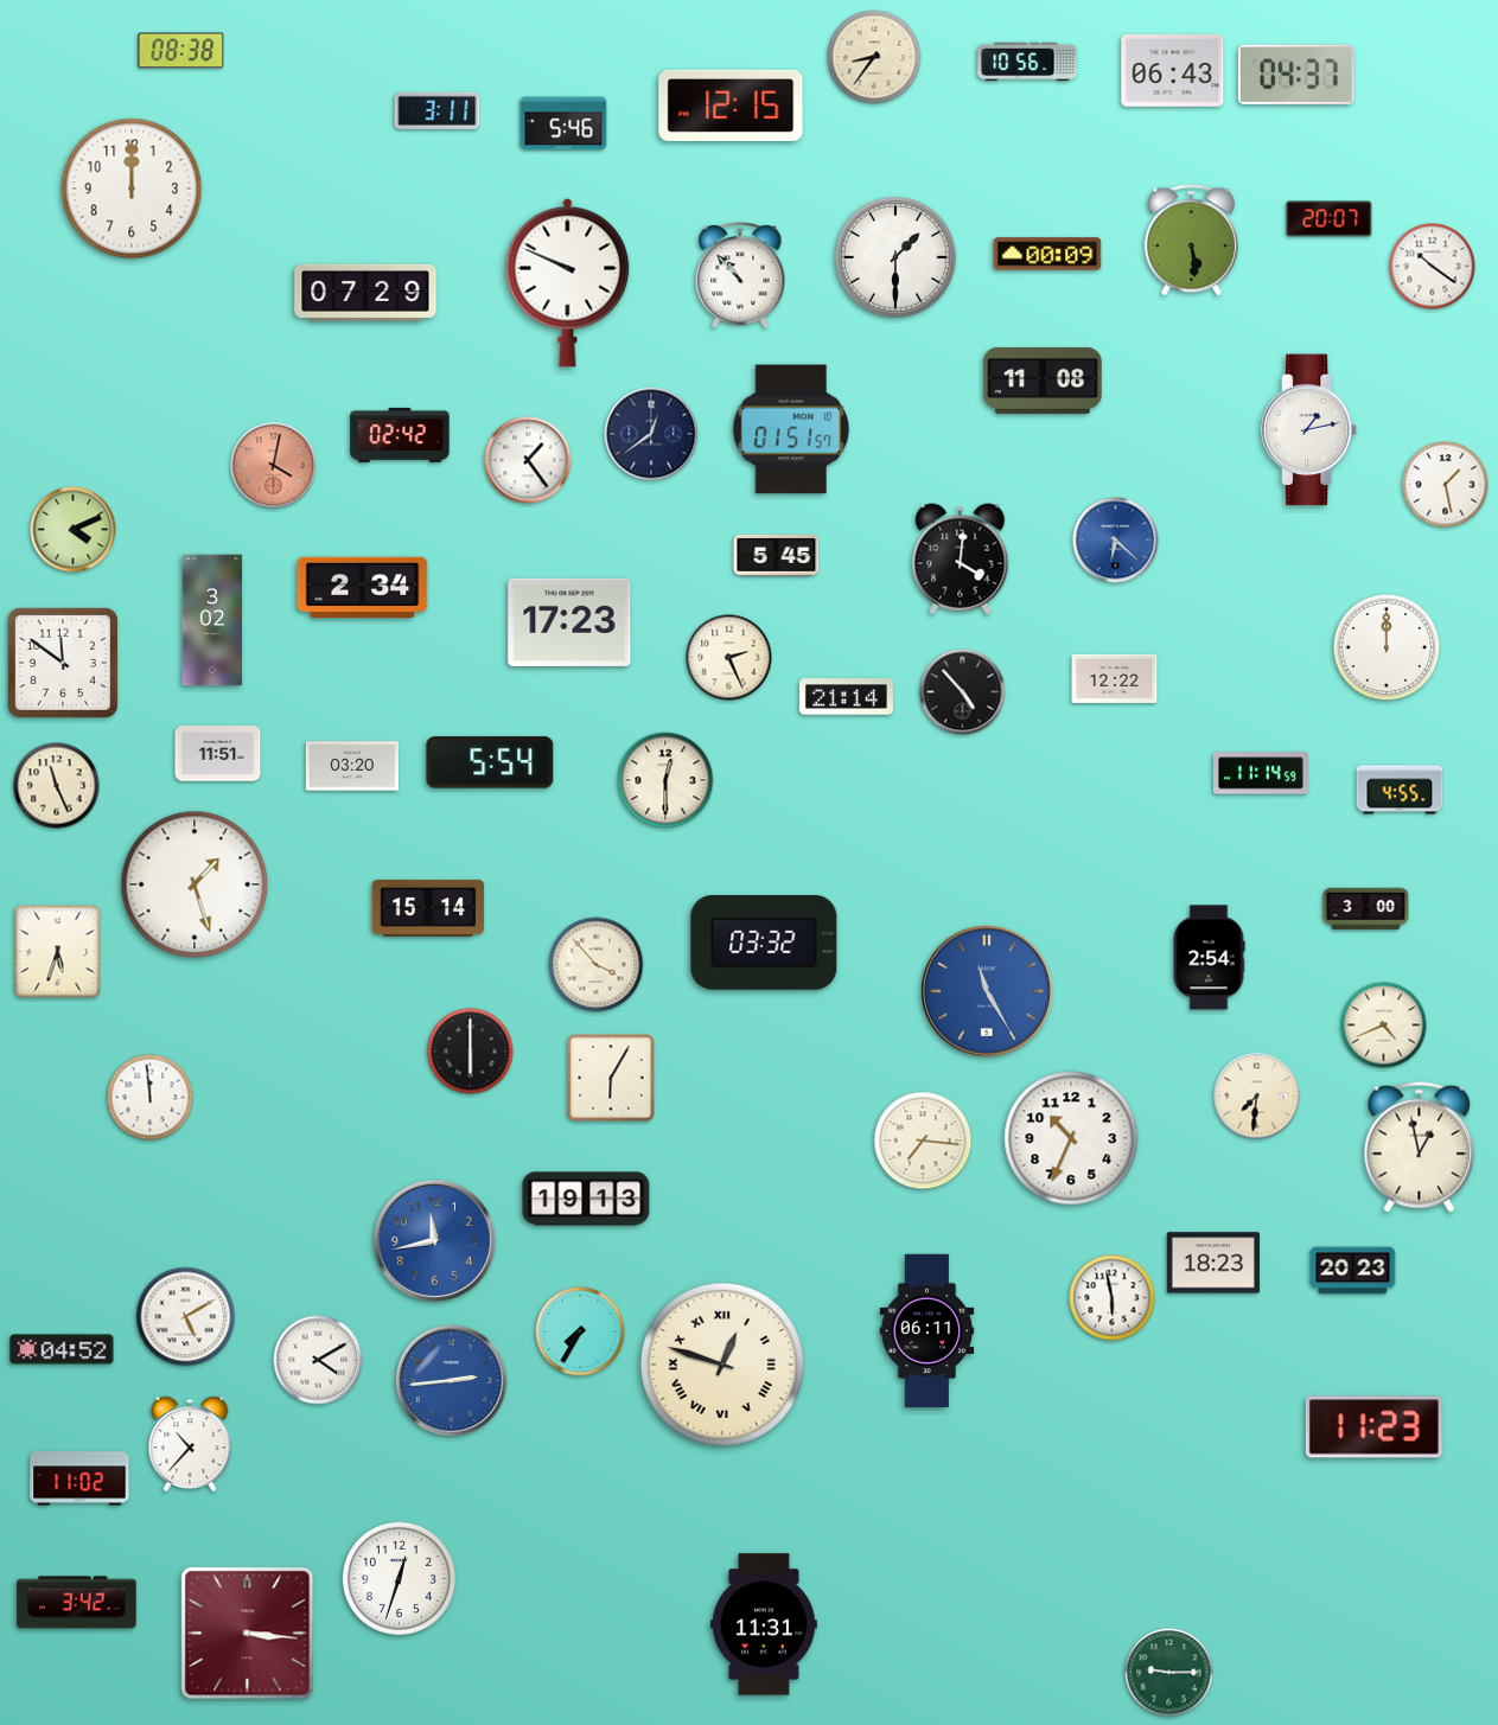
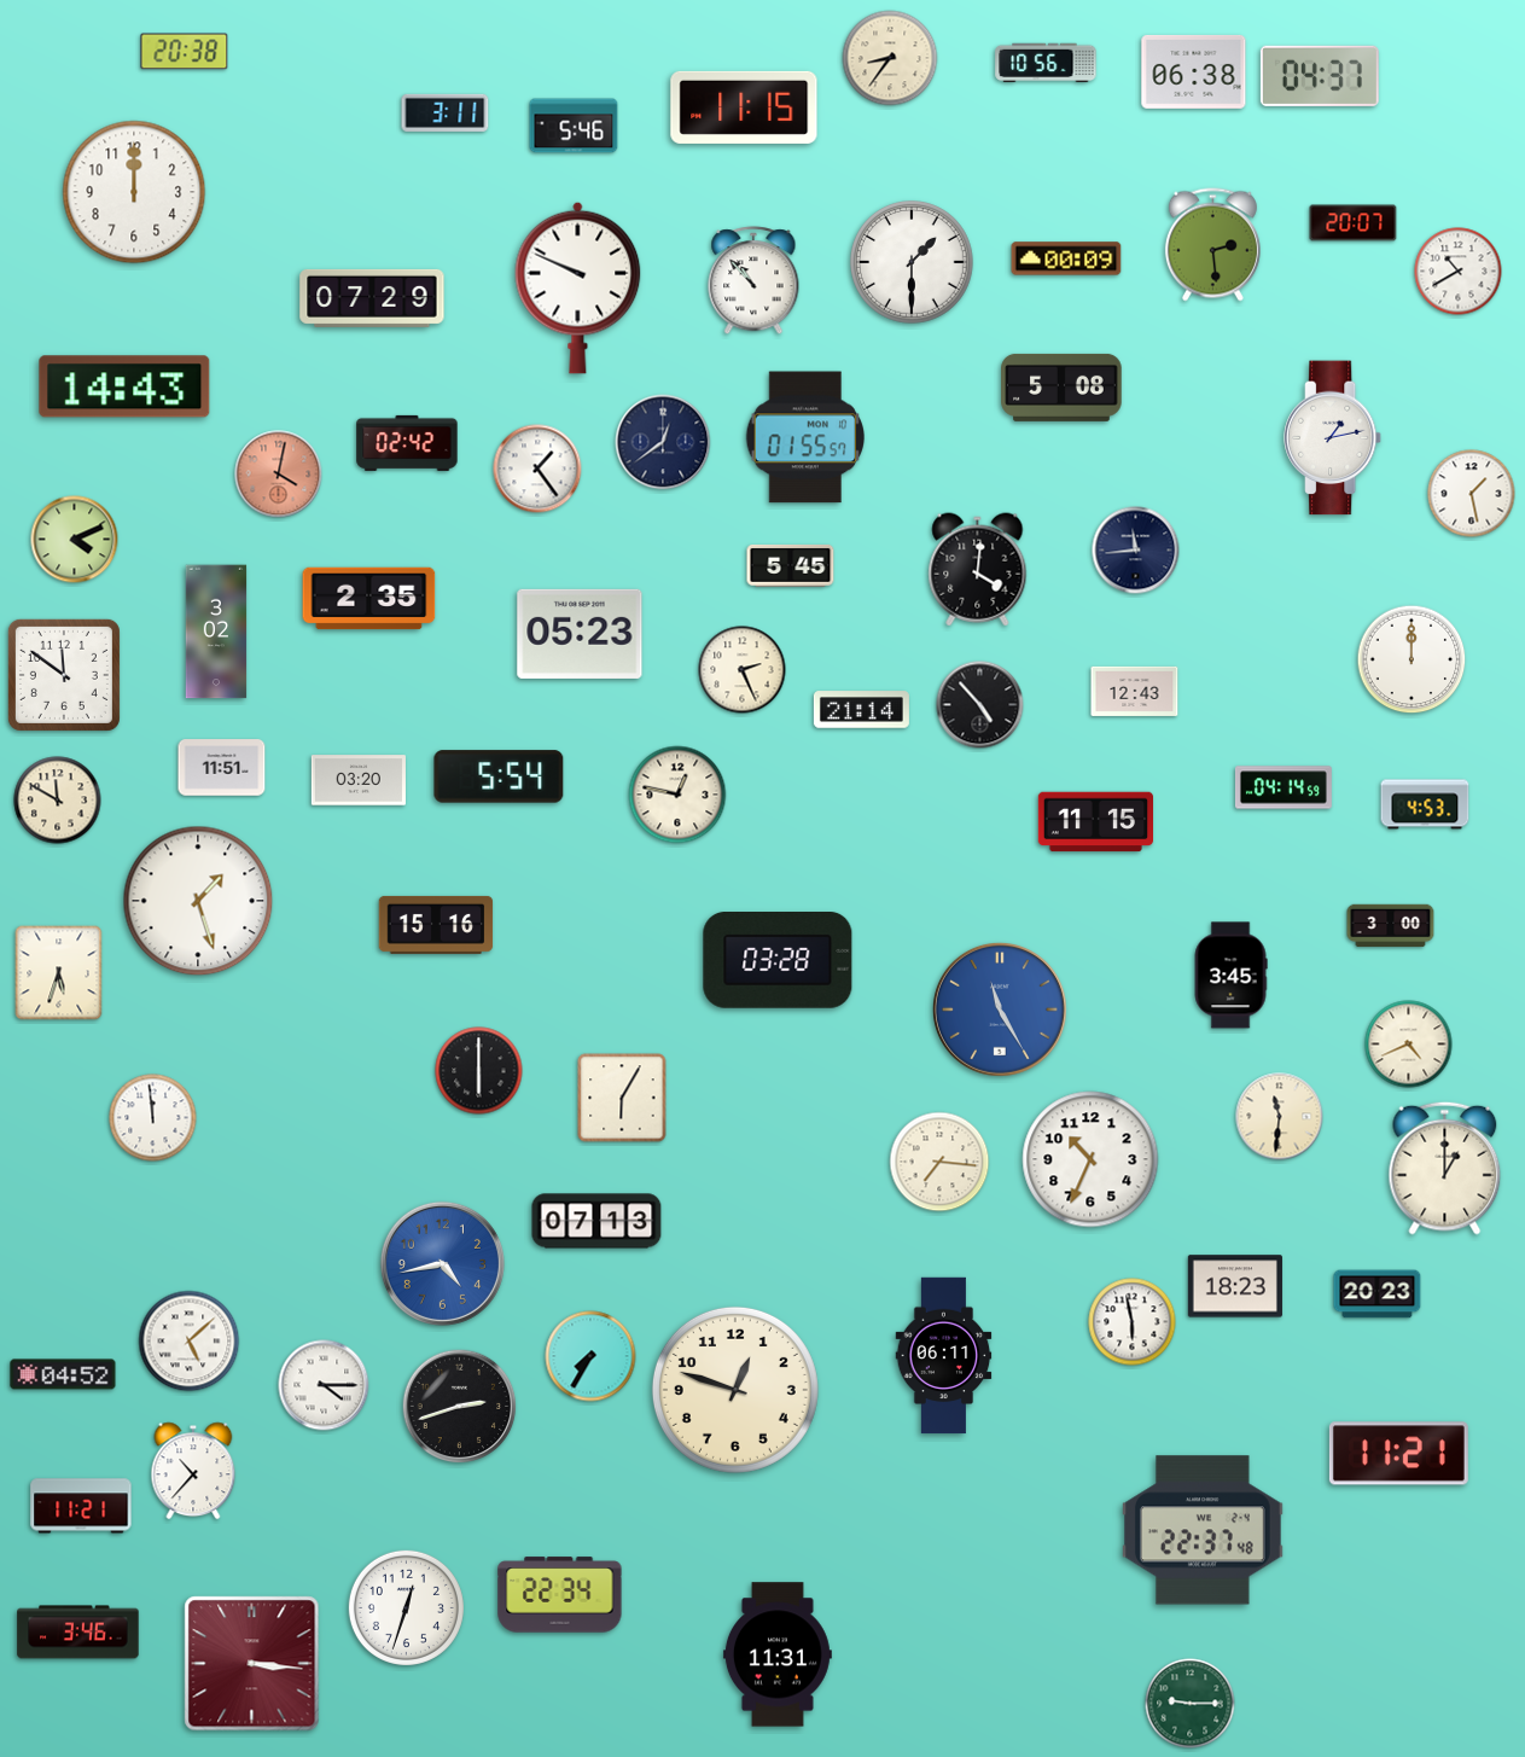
clock at (181, 51): 08:38 -> 20:38
clock at (1173, 70): 06:43 -> 06:38
clock at (731, 106): 12:15 -> 11:15
clock at (1191, 241): 5:29 -> 2:29
clock at (1433, 267): 10:21 -> 10:40
clock at (124, 386): none -> 14:43
clock at (1043, 381): 11:08 -> 5:08
clock at (790, 429): 01:51 -> 01:55
clock at (1116, 541): 6:22 -> 11:44
clock at (1116, 541) dial: blue -> navy
clock at (363, 588): 2:34 -> 2:35
clock at (569, 622): 17:23 -> 05:23
clock at (1115, 678): 12:22 -> 12:43
clock at (1261, 773): 11:14 -> 04:14
clock at (665, 780): 12:30 -> 12:47
clock at (57, 786): 11:26 -> 11:50
clock at (1400, 790): 4:55 -> 4:53
clock at (1095, 822): none -> 11:15
clock at (428, 908): 15:14 -> 15:16
clock at (764, 944): 03:32 -> 03:28
clock at (58, 952) position: (58, 952) -> (59, 973)
clock at (1209, 958): 2:54 -> 3:45
clock at (597, 965): 3:53 -> none
clock at (987, 991) position: (987, 991) -> (1000, 1010)
clock at (1257, 1097): 7:31 -> 11:31
clock at (1420, 1146): 12:58 -> 1:00
clock at (586, 1199): 19:13 -> 07:13
clock at (434, 1240): 11:43 -> 4:43
clock at (186, 1317): 5:10 -> 5:08
clock at (318, 1360): 4:10 -> 4:15
clock at (722, 1365) numerals: Roman -> Arabic
clock at (452, 1381): 2:44 -> 2:42
clock at (452, 1381) dial: blue -> black
clock at (1373, 1427): 11:23 -> 11:21
clock at (79, 1478): 11:02 -> 11:21
clock at (1203, 1530): none -> 22:37
clock at (560, 1595): none -> 22:34
clock at (77, 1603): 3:42 -> 3:46
